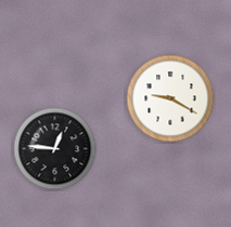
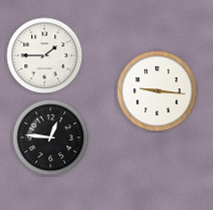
clock at (45, 56): none -> 1:45
clock at (170, 98): 9:20 -> 9:16
